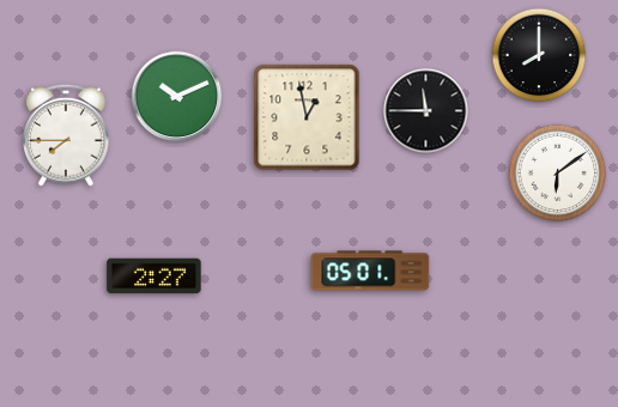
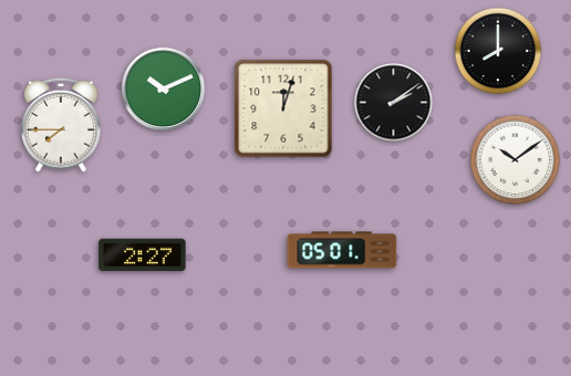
clock at (426, 111): 11:45 -> 2:09
clock at (307, 117): 12:58 -> 12:03
clock at (558, 174): 6:09 -> 10:09
